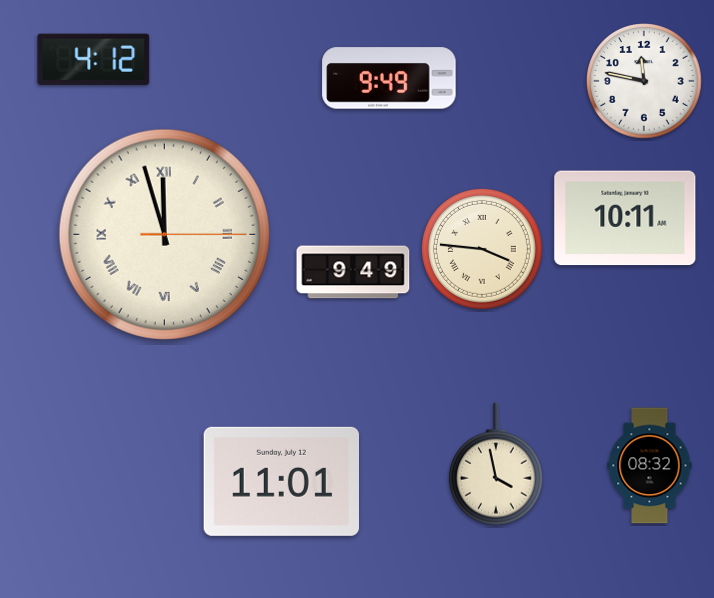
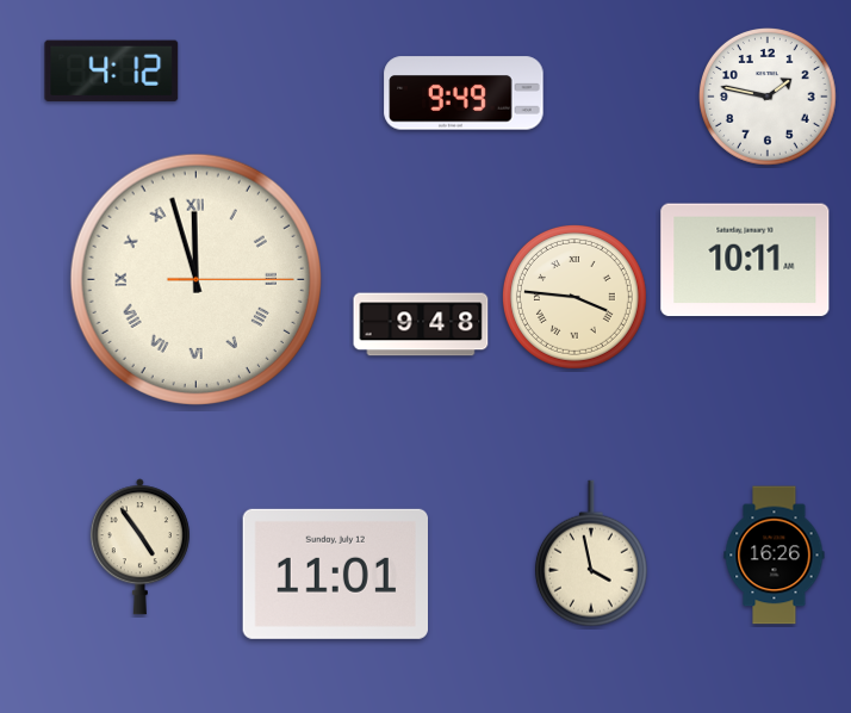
clock at (645, 82): 11:47 -> 1:47
clock at (353, 272): 9:49 -> 9:48
clock at (139, 547): none -> 4:54
clock at (650, 466): 08:32 -> 16:26
